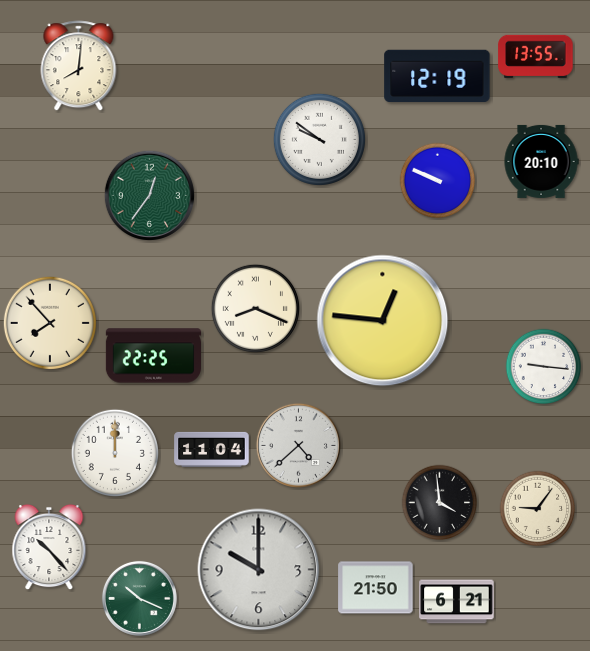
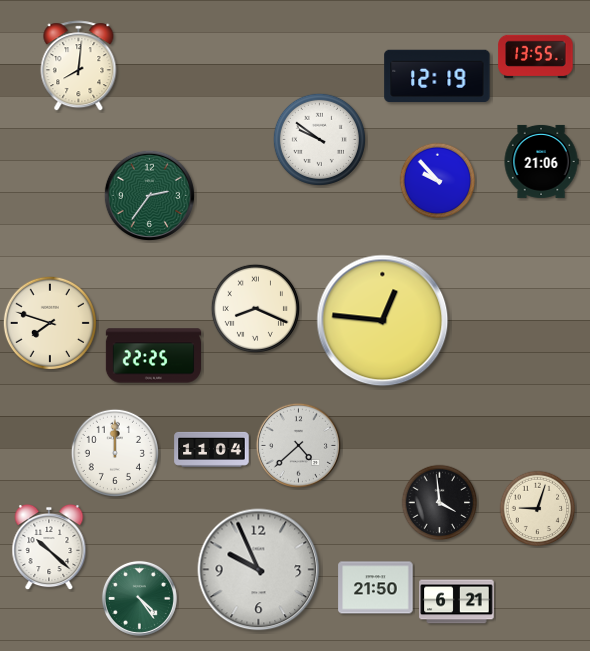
clock at (541, 161): 20:10 -> 21:06
clock at (438, 181): 9:49 -> 9:53
clock at (149, 195): 12:36 -> 2:36
clock at (50, 323): 7:53 -> 7:48
clock at (544, 367): 9:16 -> none
clock at (538, 509): 9:06 -> 9:03
clock at (49, 547): 10:23 -> 10:22
clock at (259, 570): 10:00 -> 9:56
clock at (139, 598): 10:19 -> 4:24
